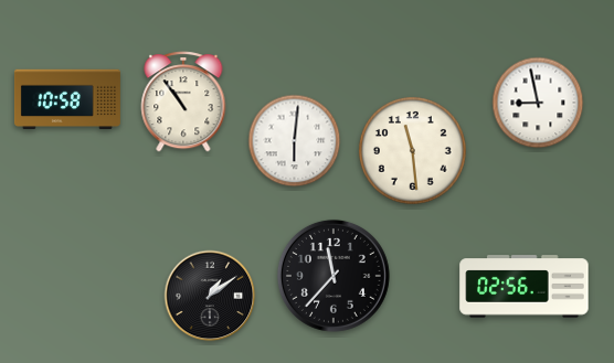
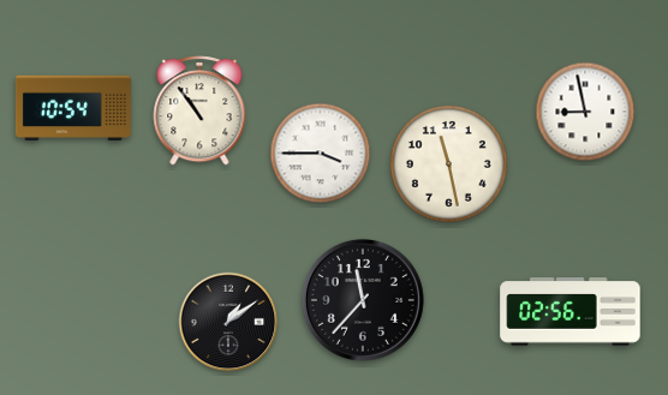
clock at (67, 99): 10:58 -> 10:54
clock at (295, 141): 6:01 -> 3:45
clock at (412, 150): 11:29 -> 11:28
